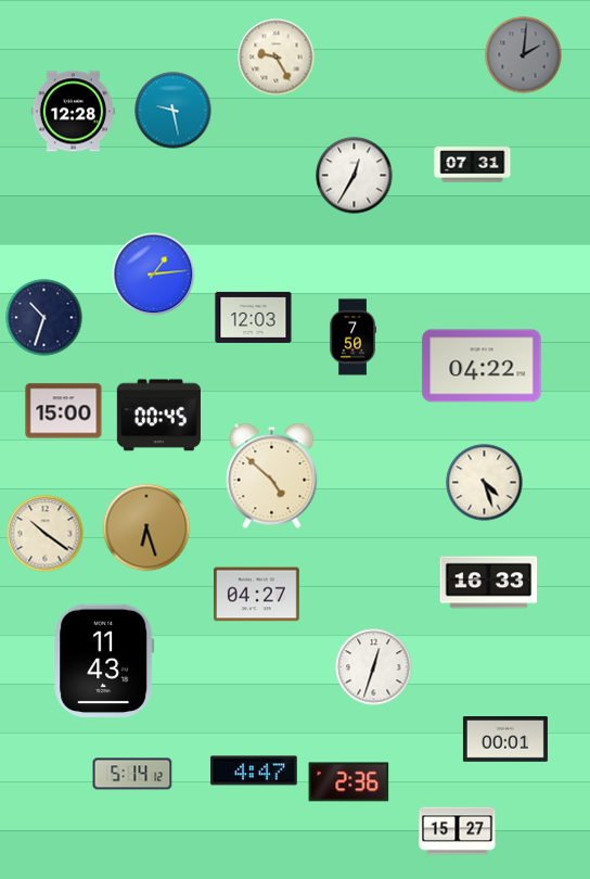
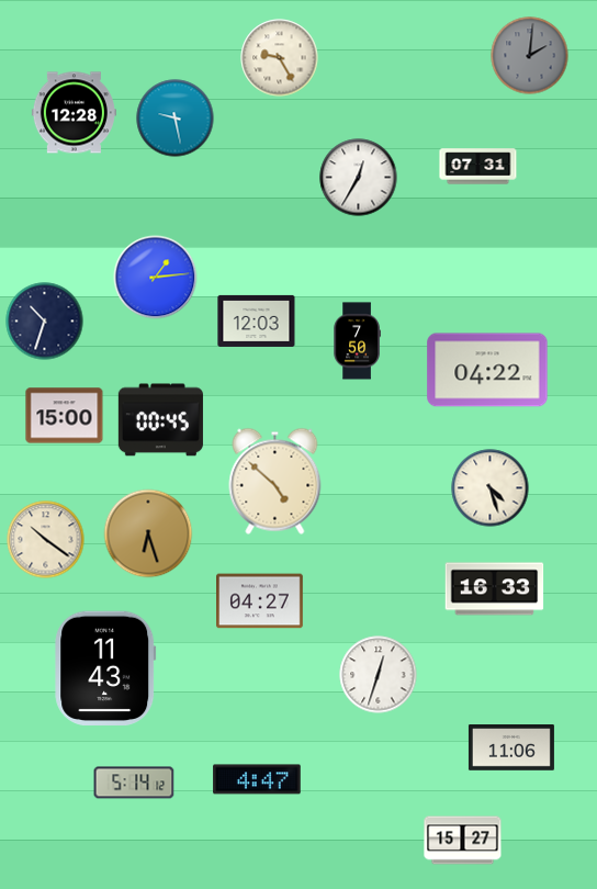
clock at (174, 111) position: (174, 111) -> (176, 119)
clock at (505, 740): 00:01 -> 11:06
clock at (349, 782): 2:36 -> none
